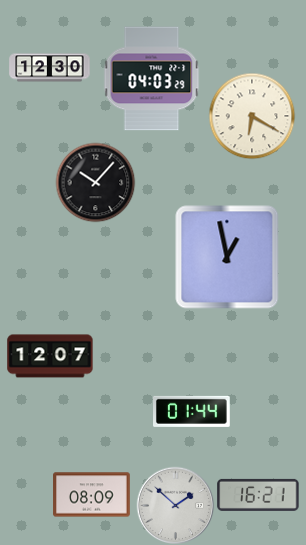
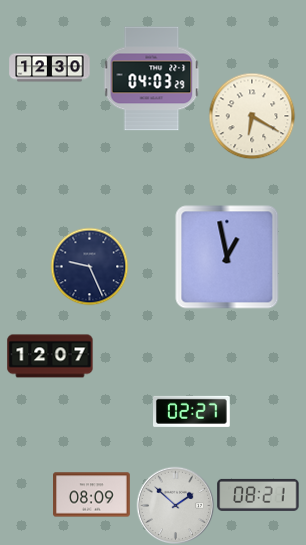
clock at (95, 182): 10:07 -> none
clock at (89, 266): none -> 9:26
clock at (192, 411): 01:44 -> 02:27
clock at (258, 495): 16:21 -> 08:21
